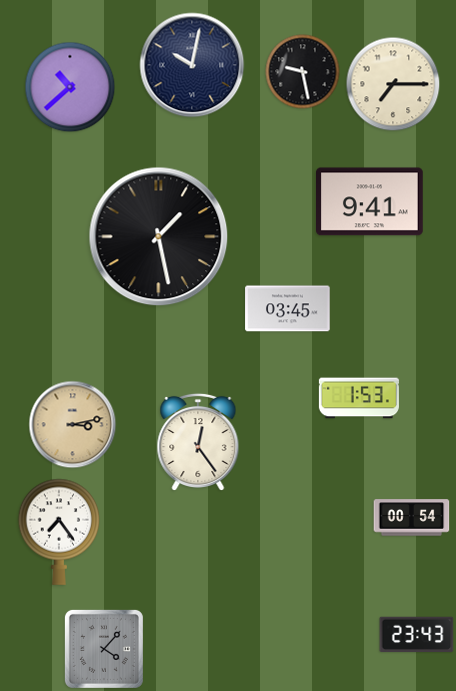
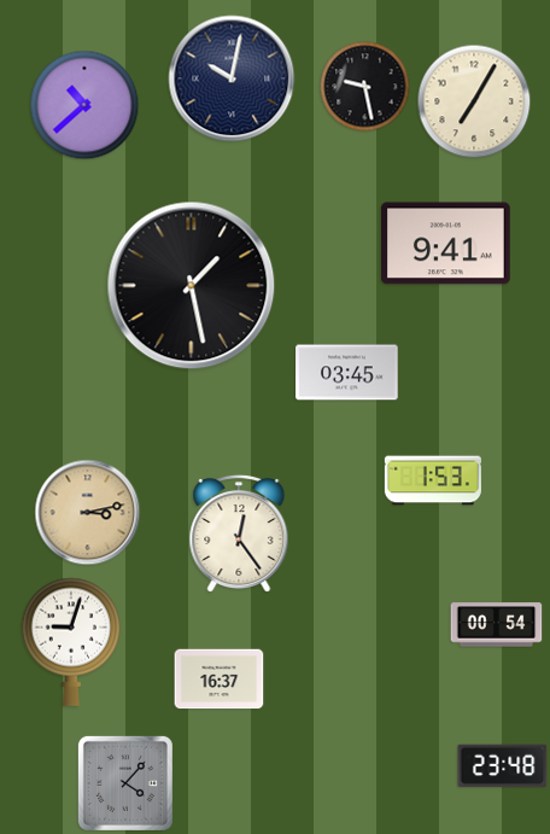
clock at (393, 84): 7:15 -> 7:05
clock at (59, 532): 7:24 -> 9:03
clock at (220, 680): none -> 16:37
clock at (417, 634): 23:43 -> 23:48
